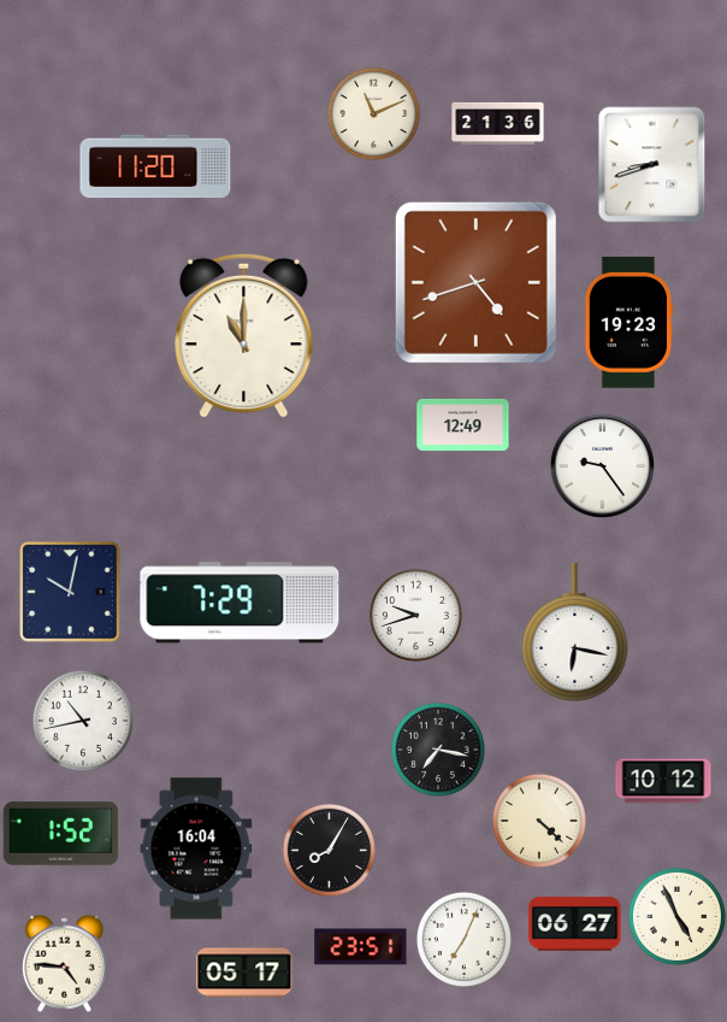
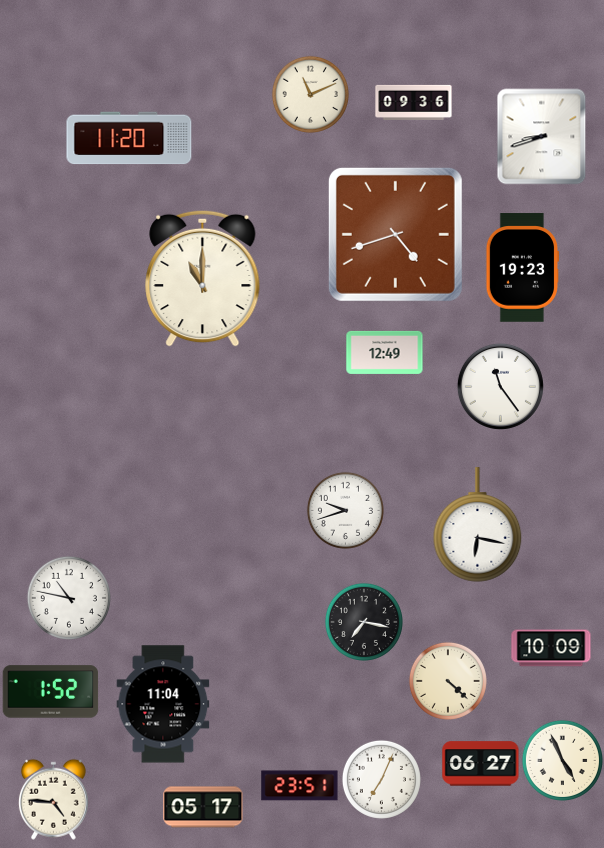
clock at (498, 123): 21:36 -> 09:36
clock at (602, 465): 9:24 -> 11:24
clock at (70, 592): 10:02 -> none
clock at (240, 603): 7:29 -> none
clock at (83, 721): 10:43 -> 10:47
clock at (663, 781): 10:12 -> 10:09
clock at (196, 848): 16:04 -> 11:04
clock at (329, 850): 8:05 -> none
clock at (575, 924) position: (575, 924) -> (481, 764)
clock at (463, 939) position: (463, 939) -> (381, 779)
